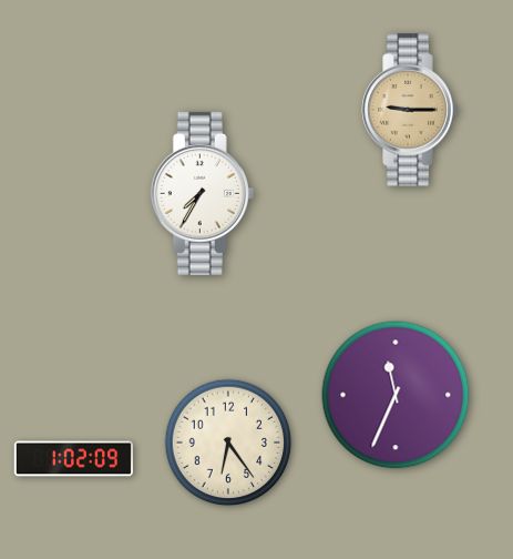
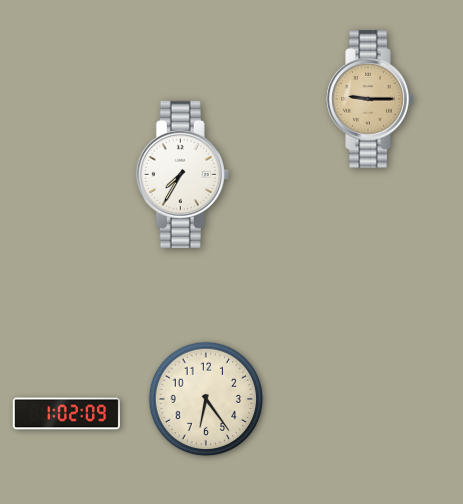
clock at (396, 395): 11:34 -> none
